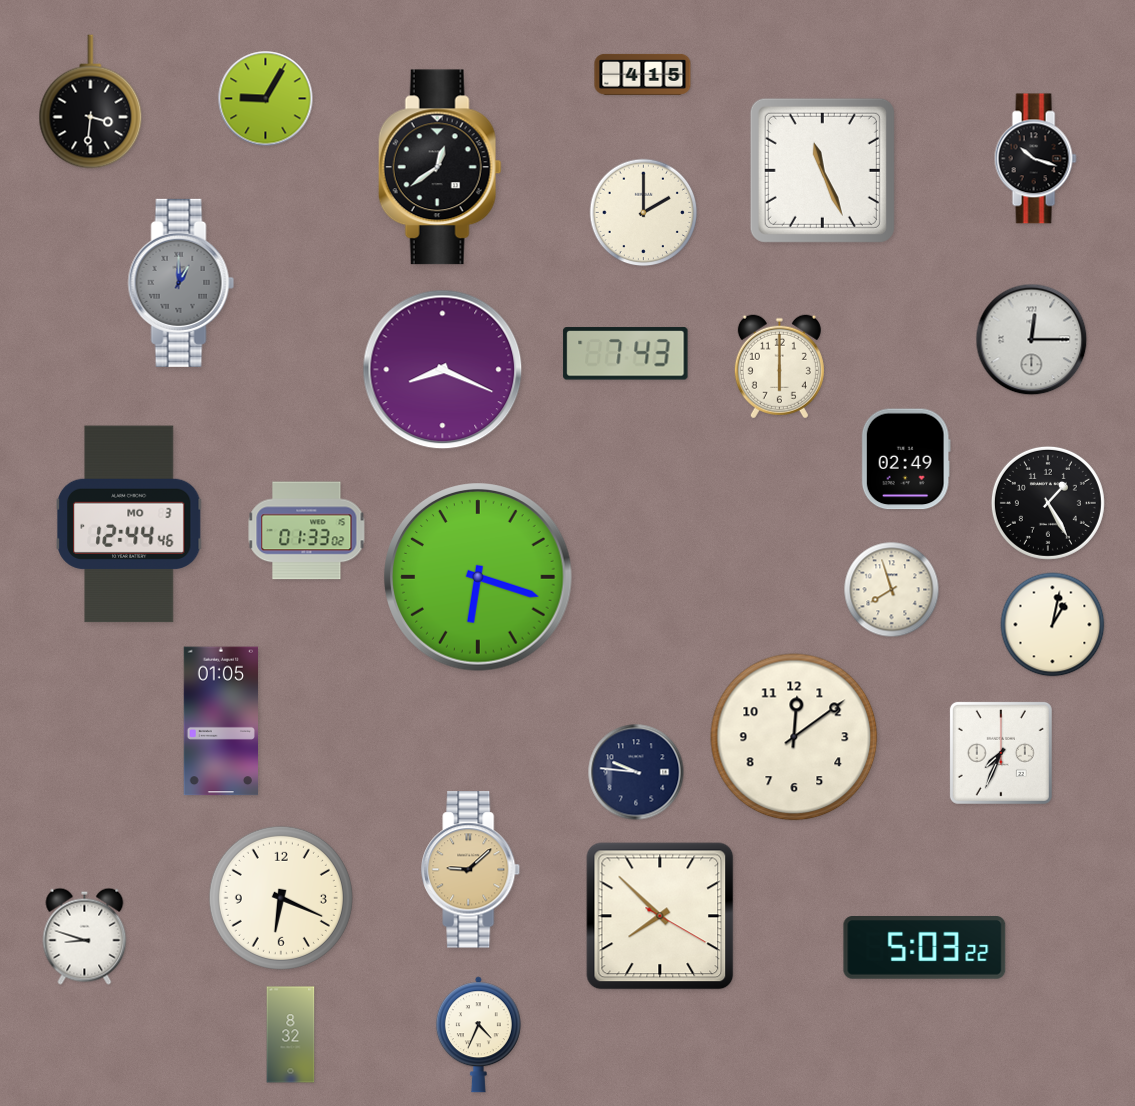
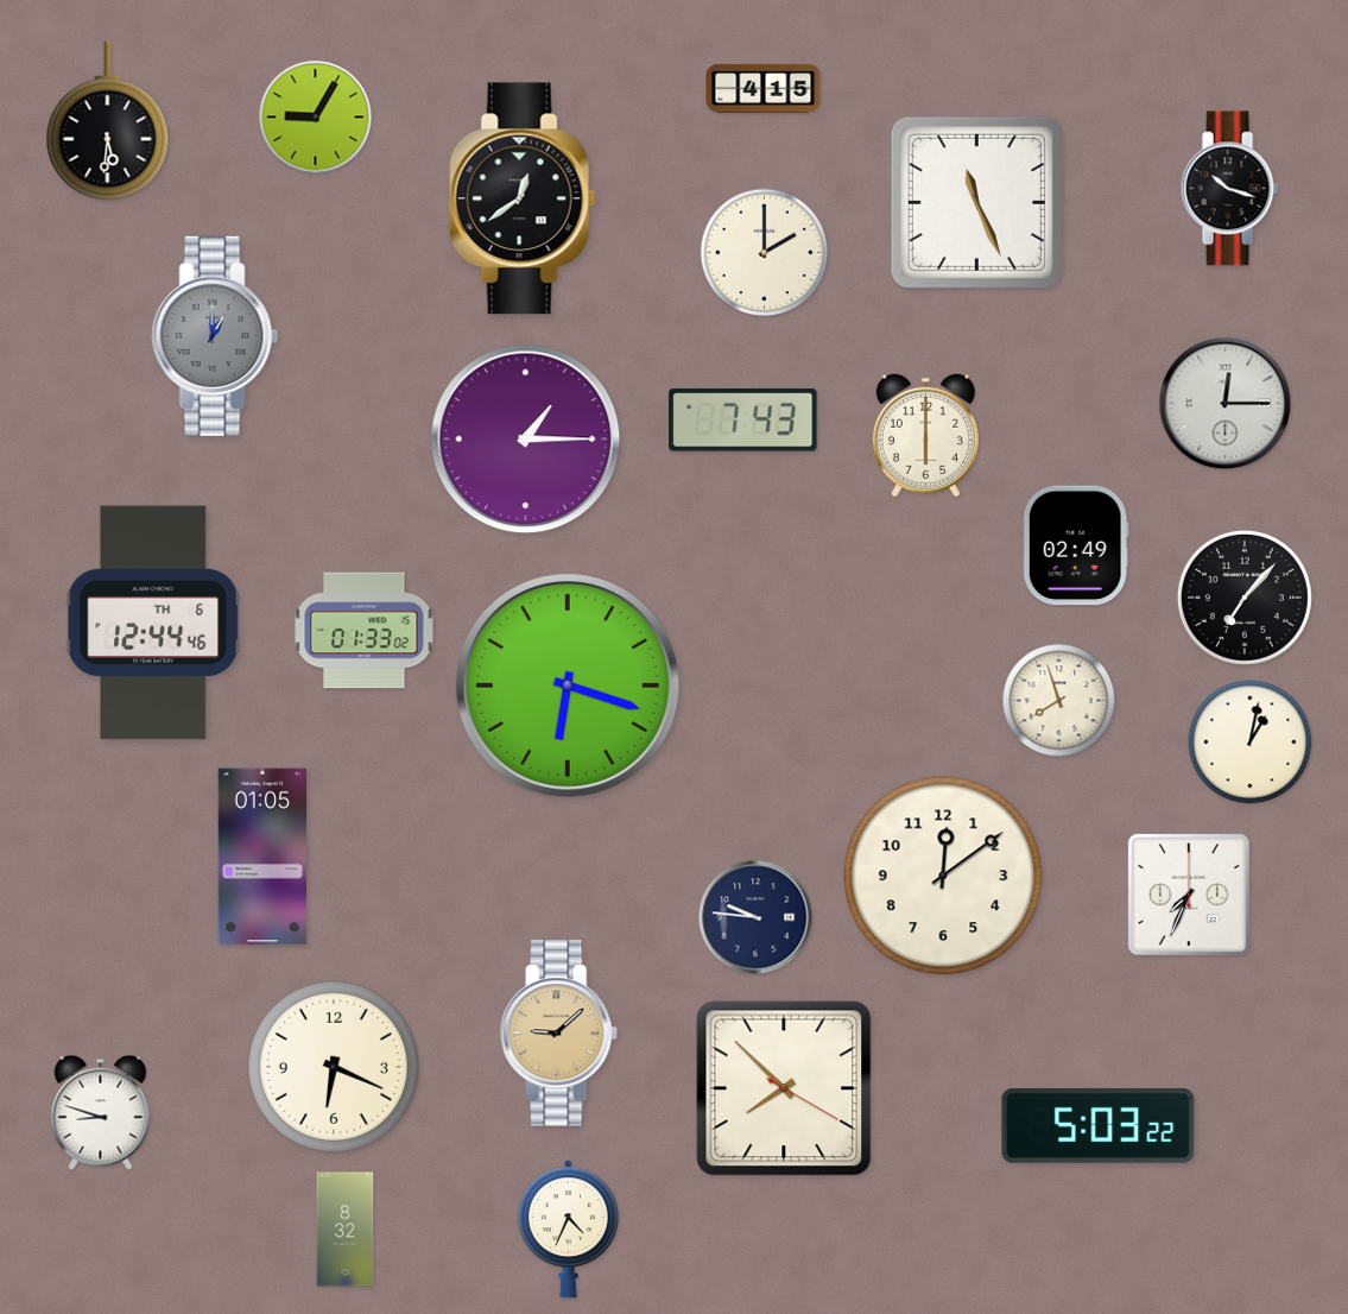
clock at (91, 102): 3:31 -> 5:31
clock at (443, 370): 8:19 -> 1:15
clock at (1048, 503): 1:25 -> 7:07
clock at (129, 524) date: MO 3 -> TH 6
